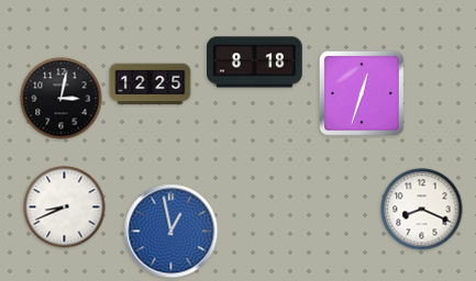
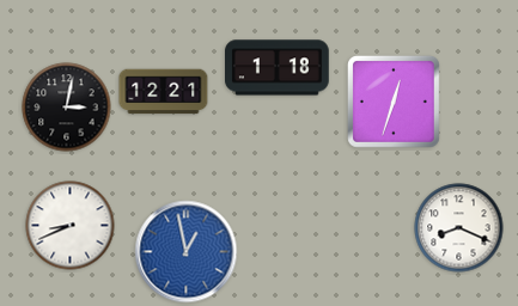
clock at (255, 63): 8:18 -> 1:18
clock at (151, 85): 12:25 -> 12:21
